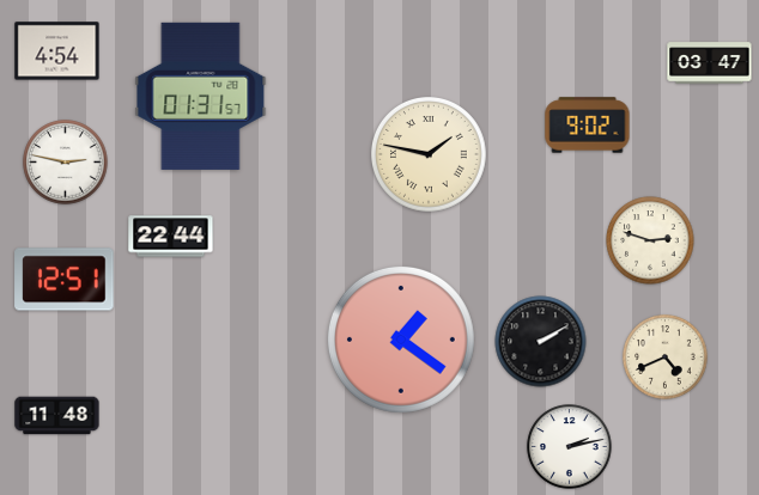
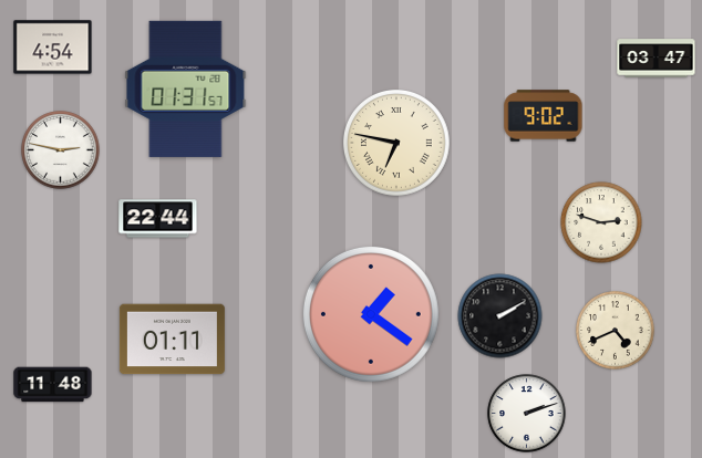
clock at (430, 155): 1:47 -> 6:47
clock at (65, 280): 12:51 -> none
clock at (172, 340): none -> 01:11
clock at (570, 447): 2:13 -> 2:12
